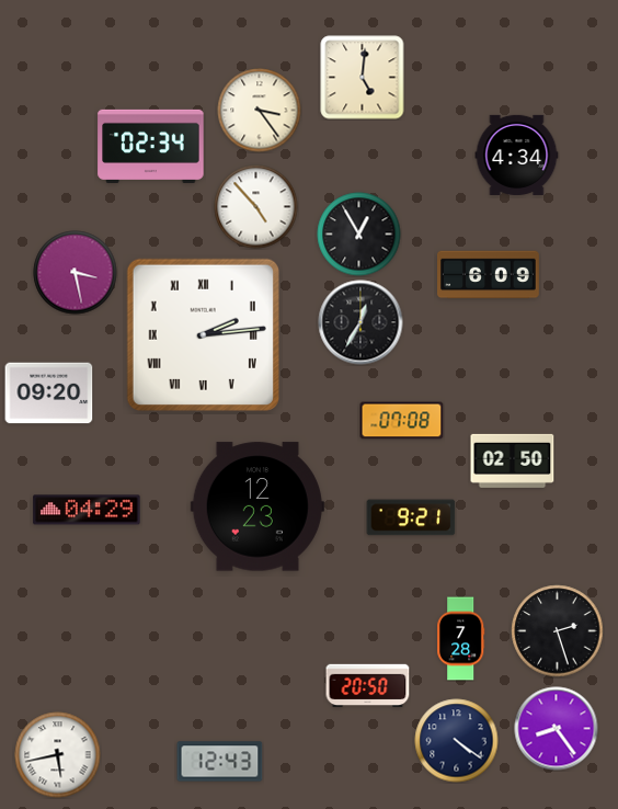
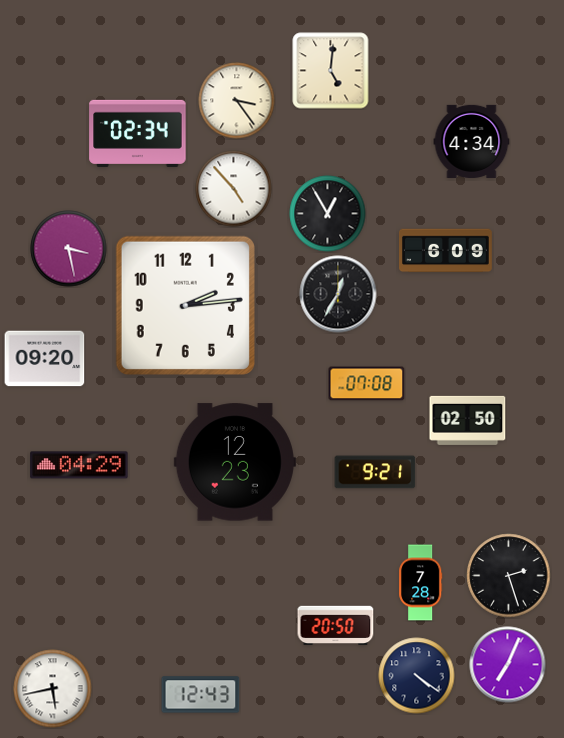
clock at (360, 322) position: (360, 322) -> (338, 294)
clock at (203, 334) numerals: Roman -> Arabic
clock at (557, 729): 8:24 -> 7:04
